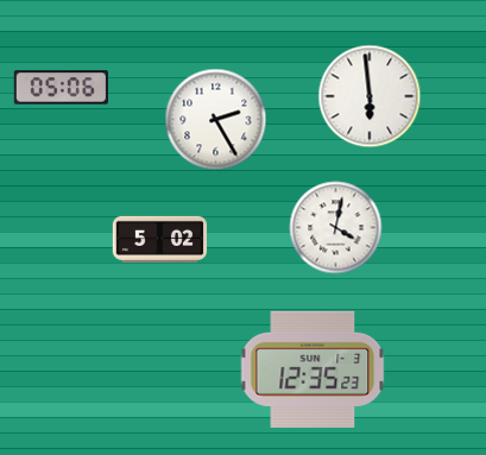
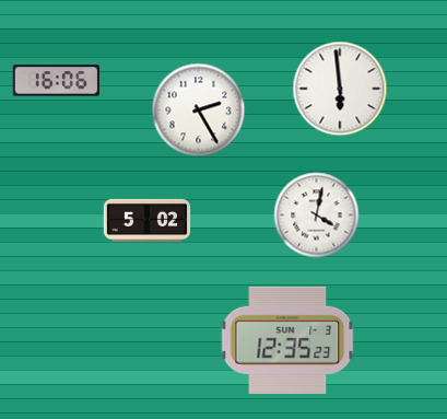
clock at (62, 88): 05:06 -> 16:06
clock at (336, 228) position: (336, 228) -> (317, 216)
